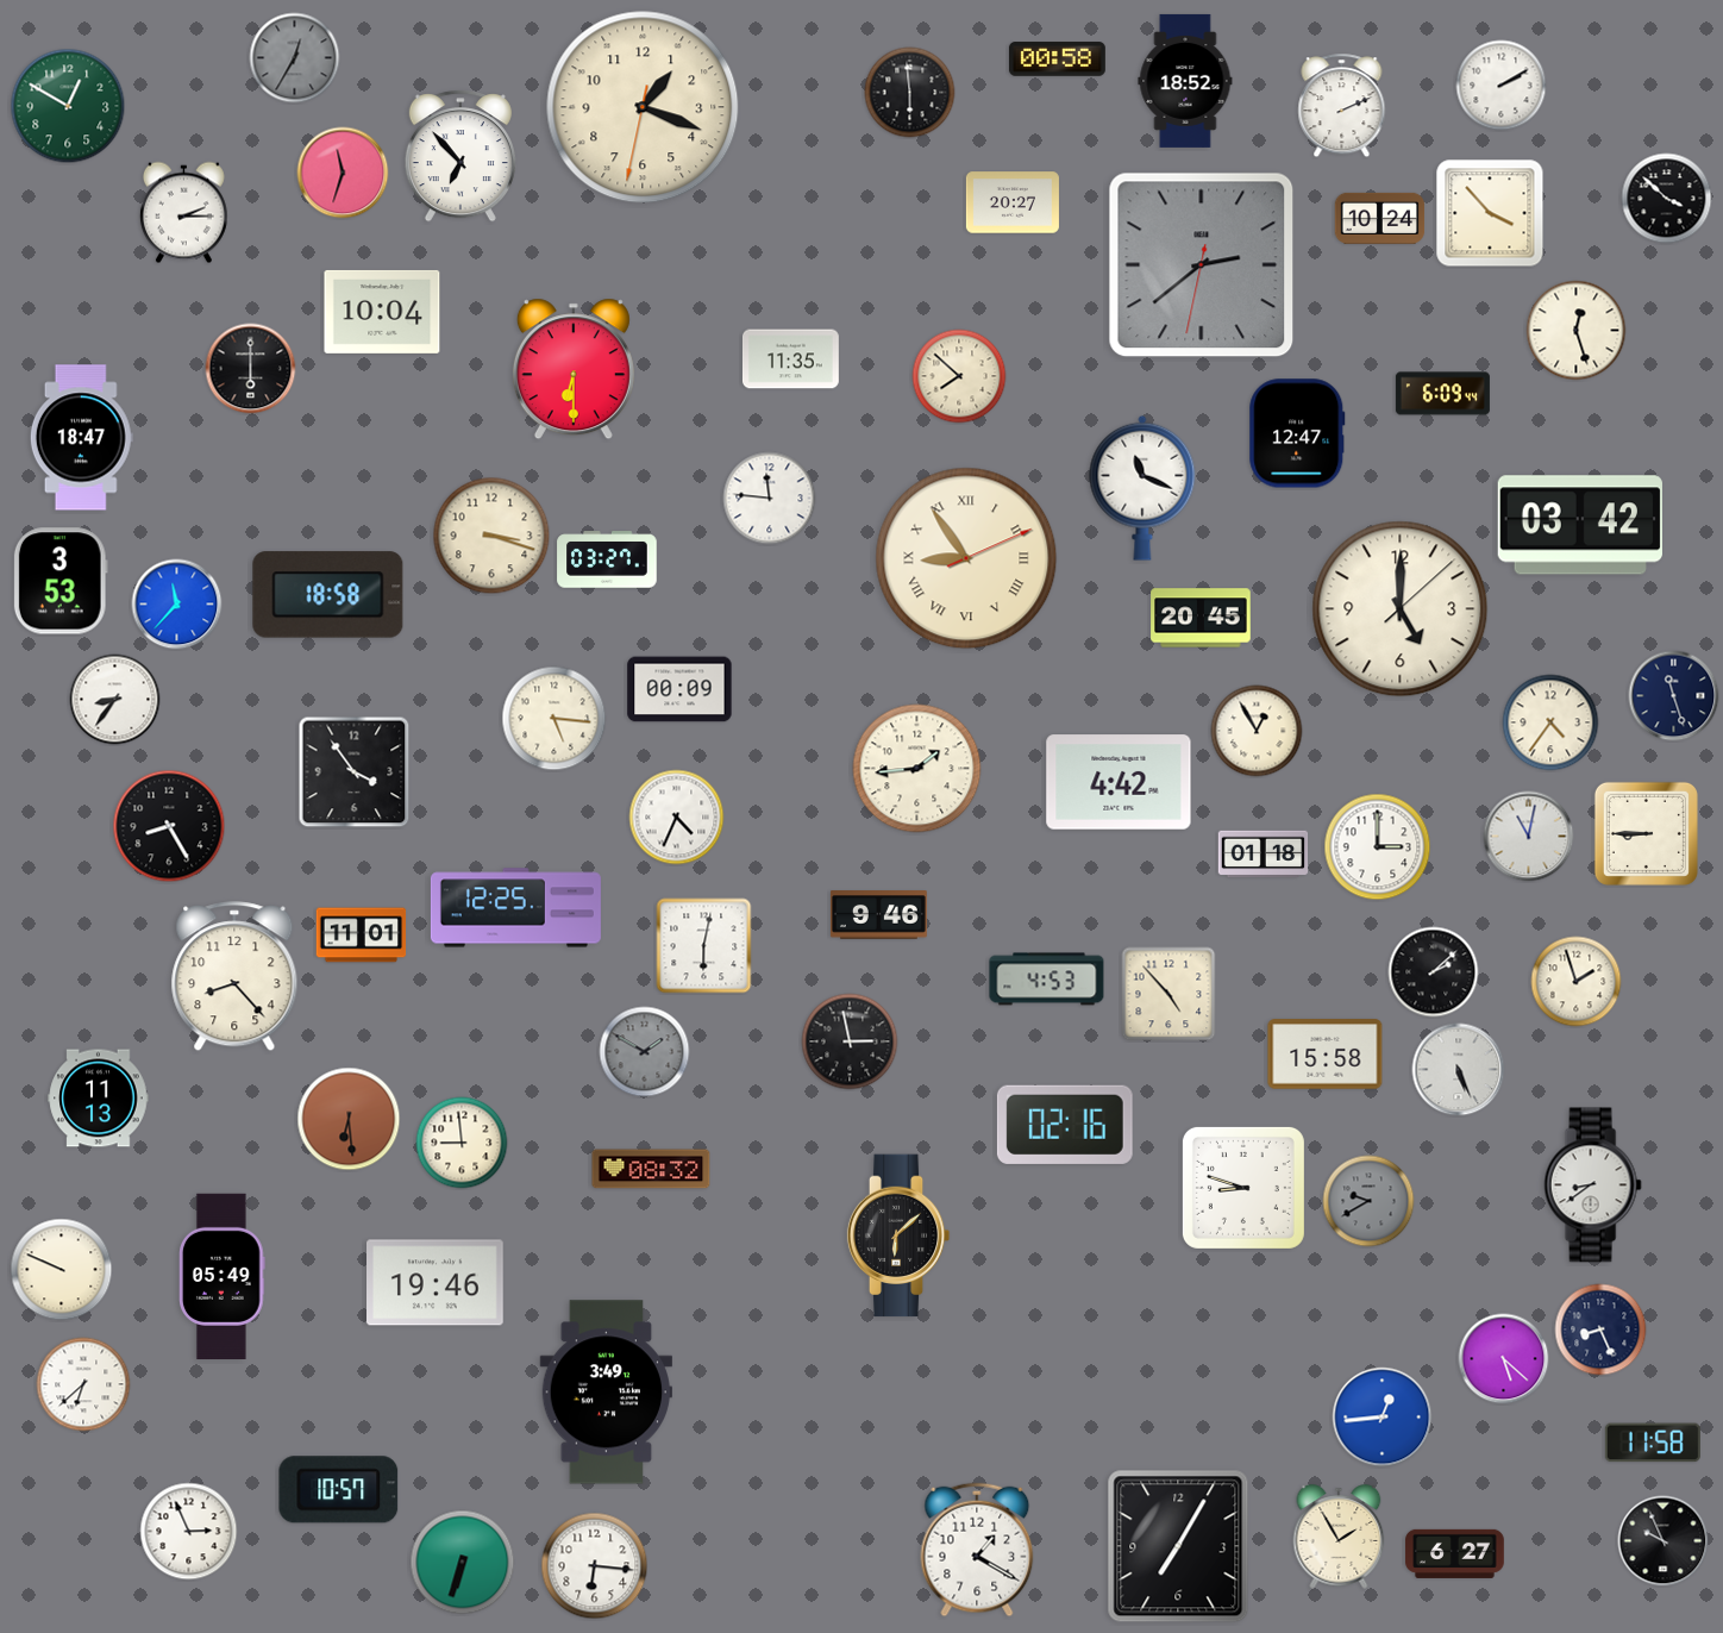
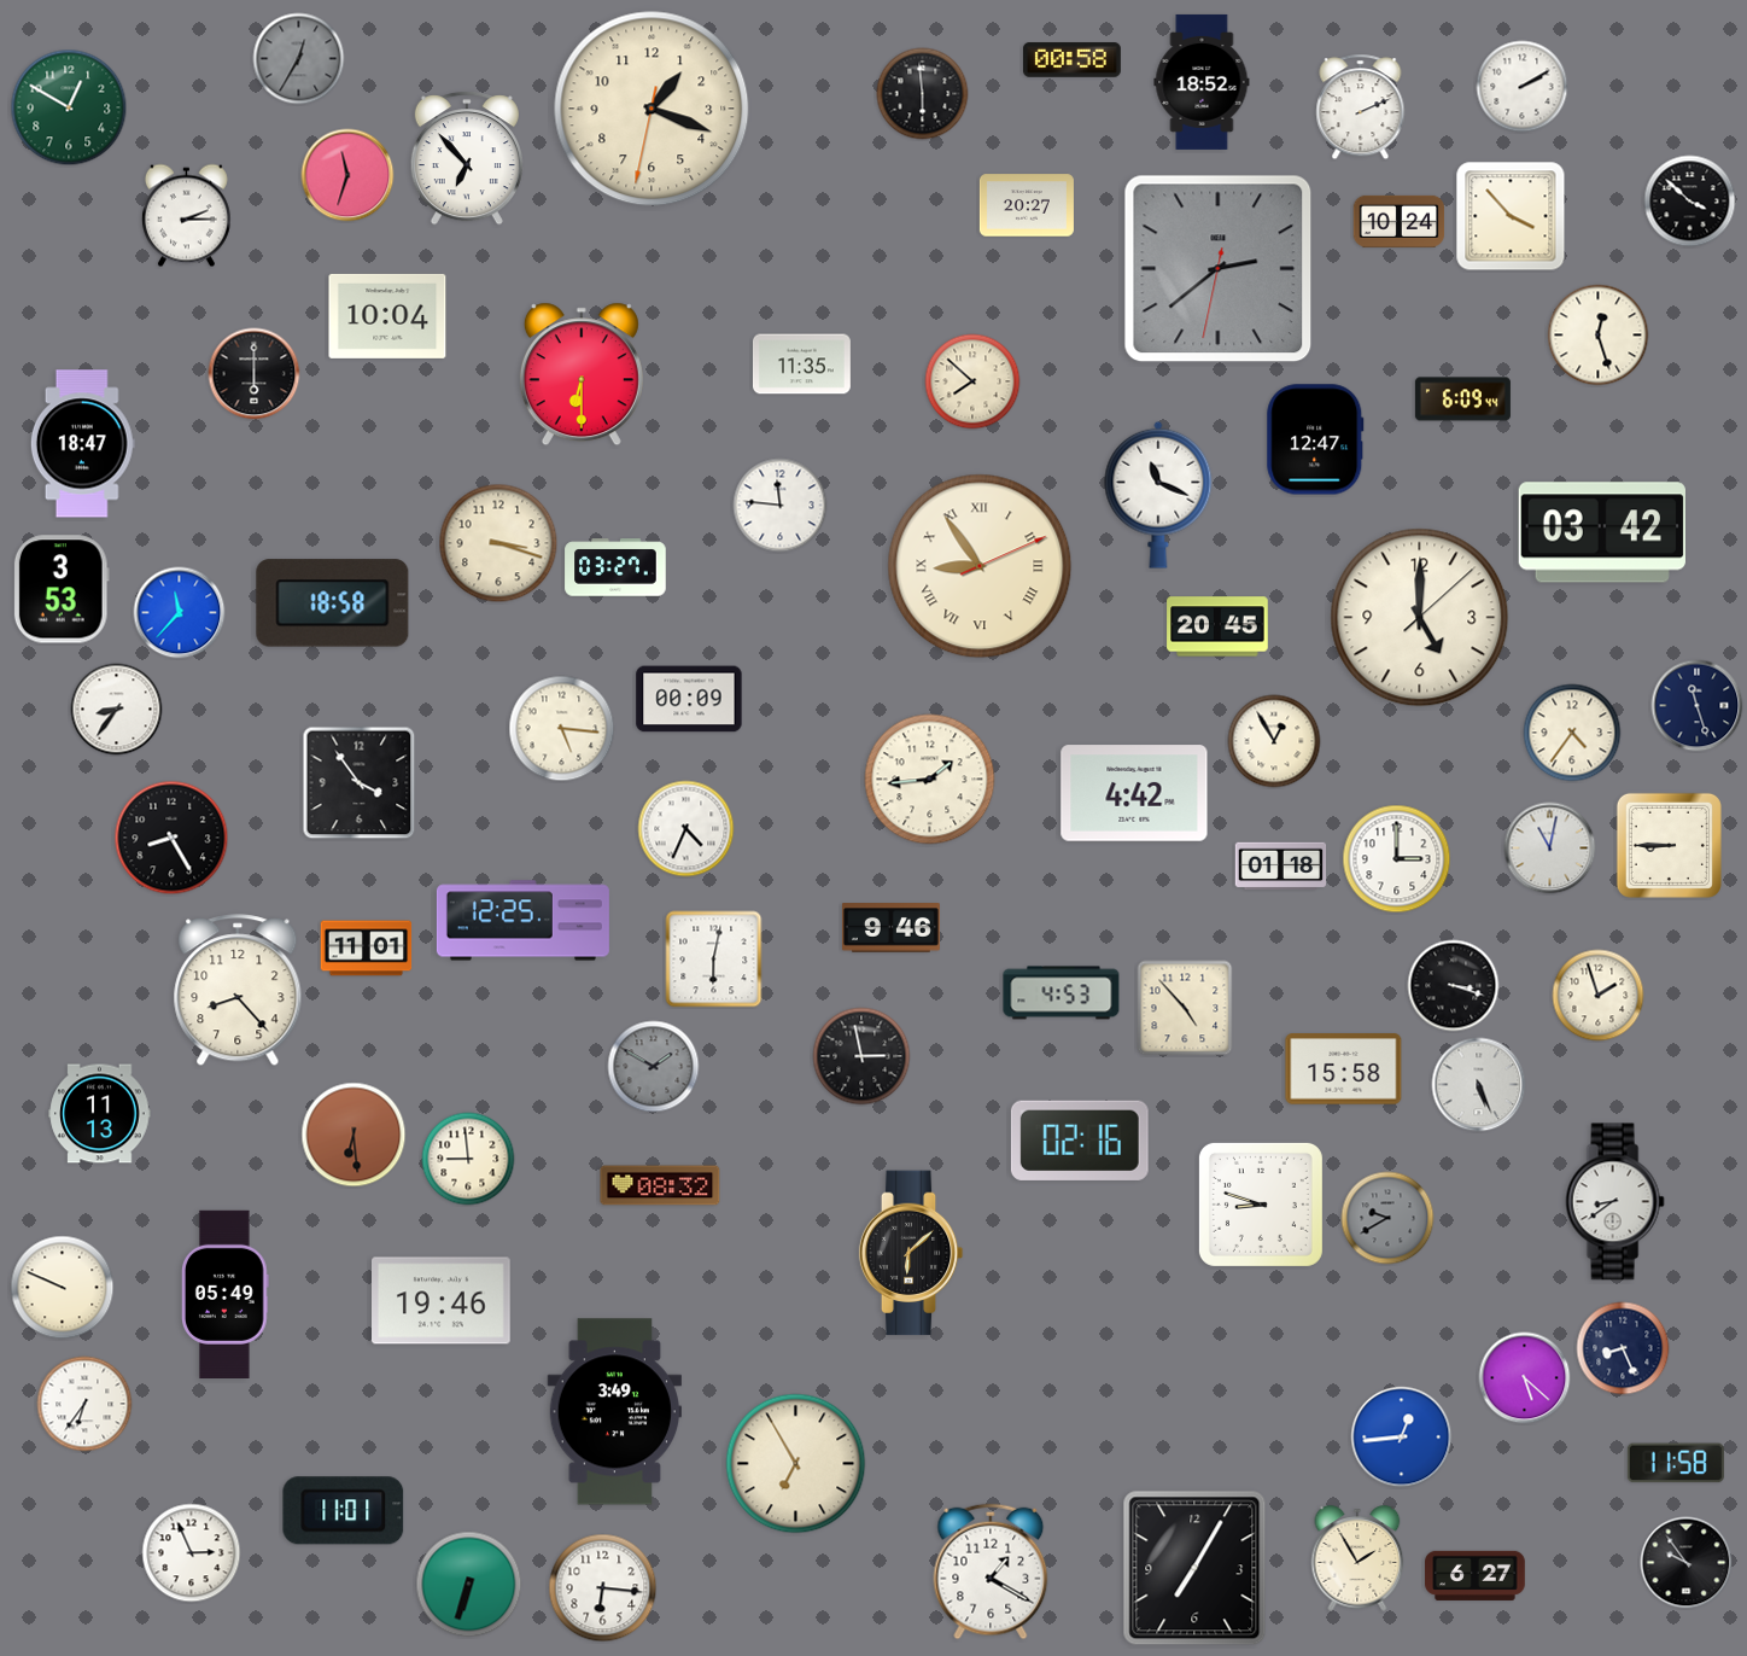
clock at (1434, 972): 2:08 -> 3:18
clock at (83, 1384): 6:38 -> 6:36
clock at (796, 1464): none -> 6:55
clock at (339, 1490): 10:57 -> 11:01
clock at (1664, 1541): 9:56 -> 9:54
